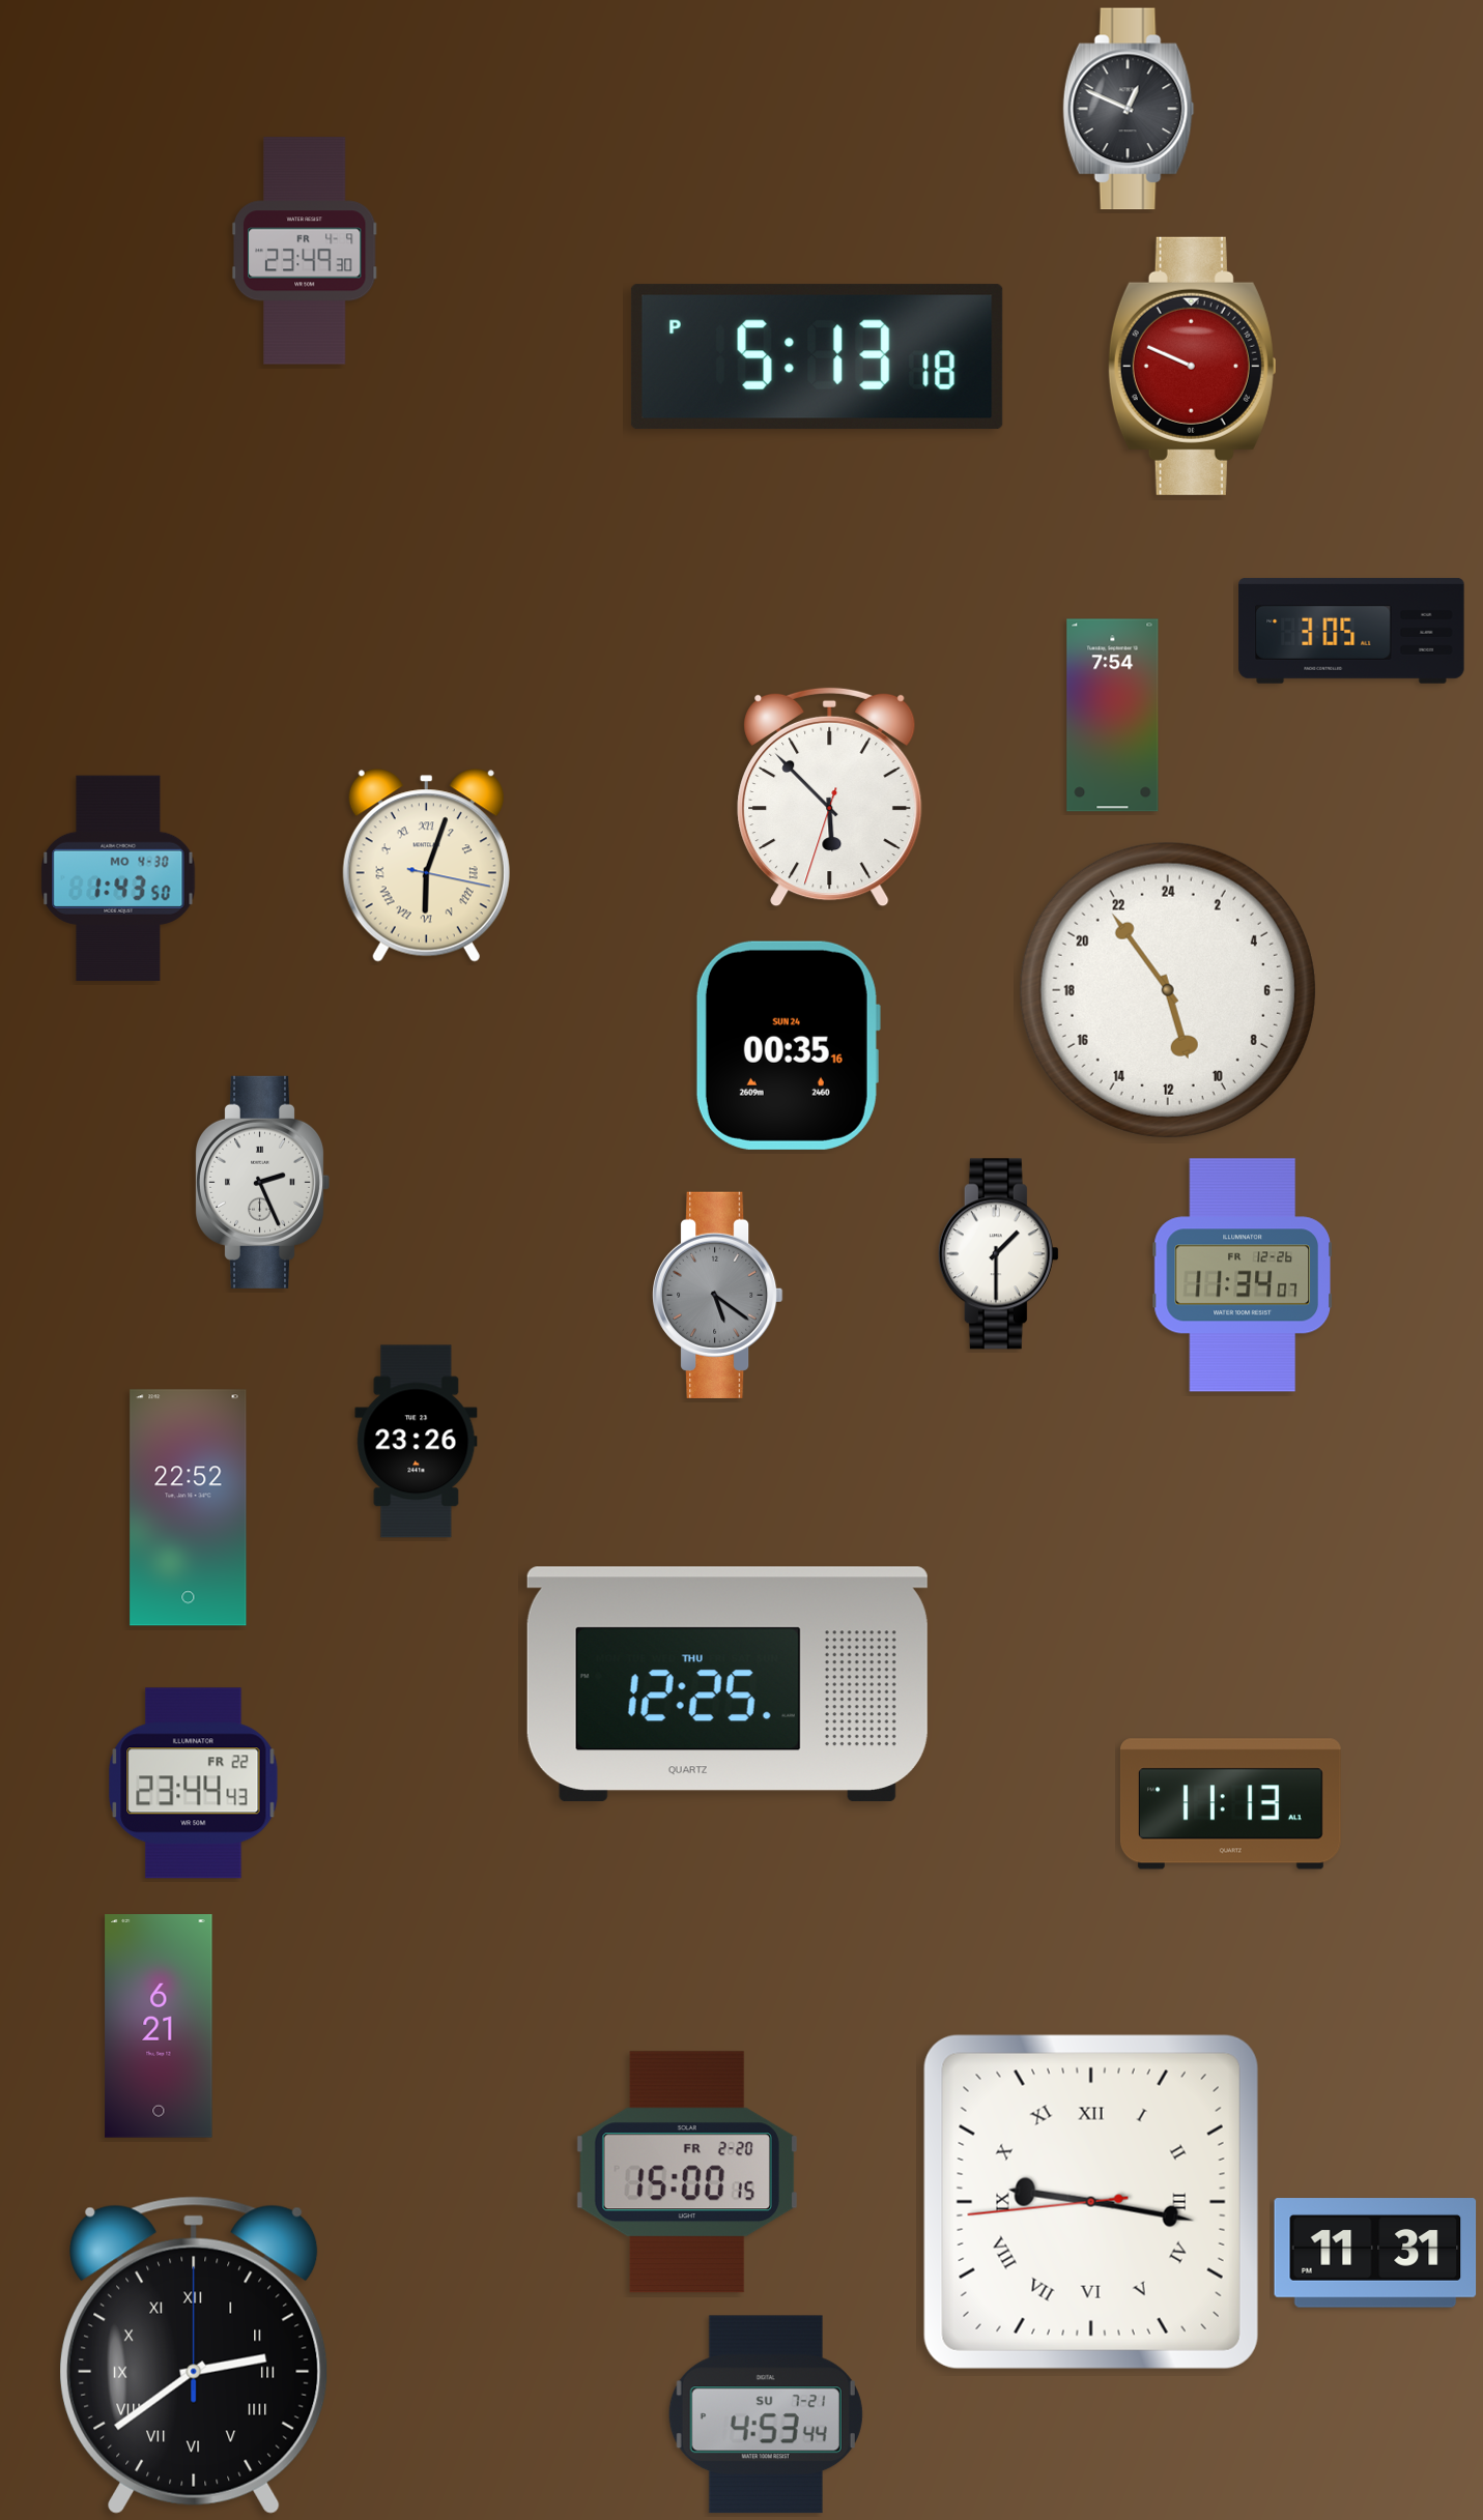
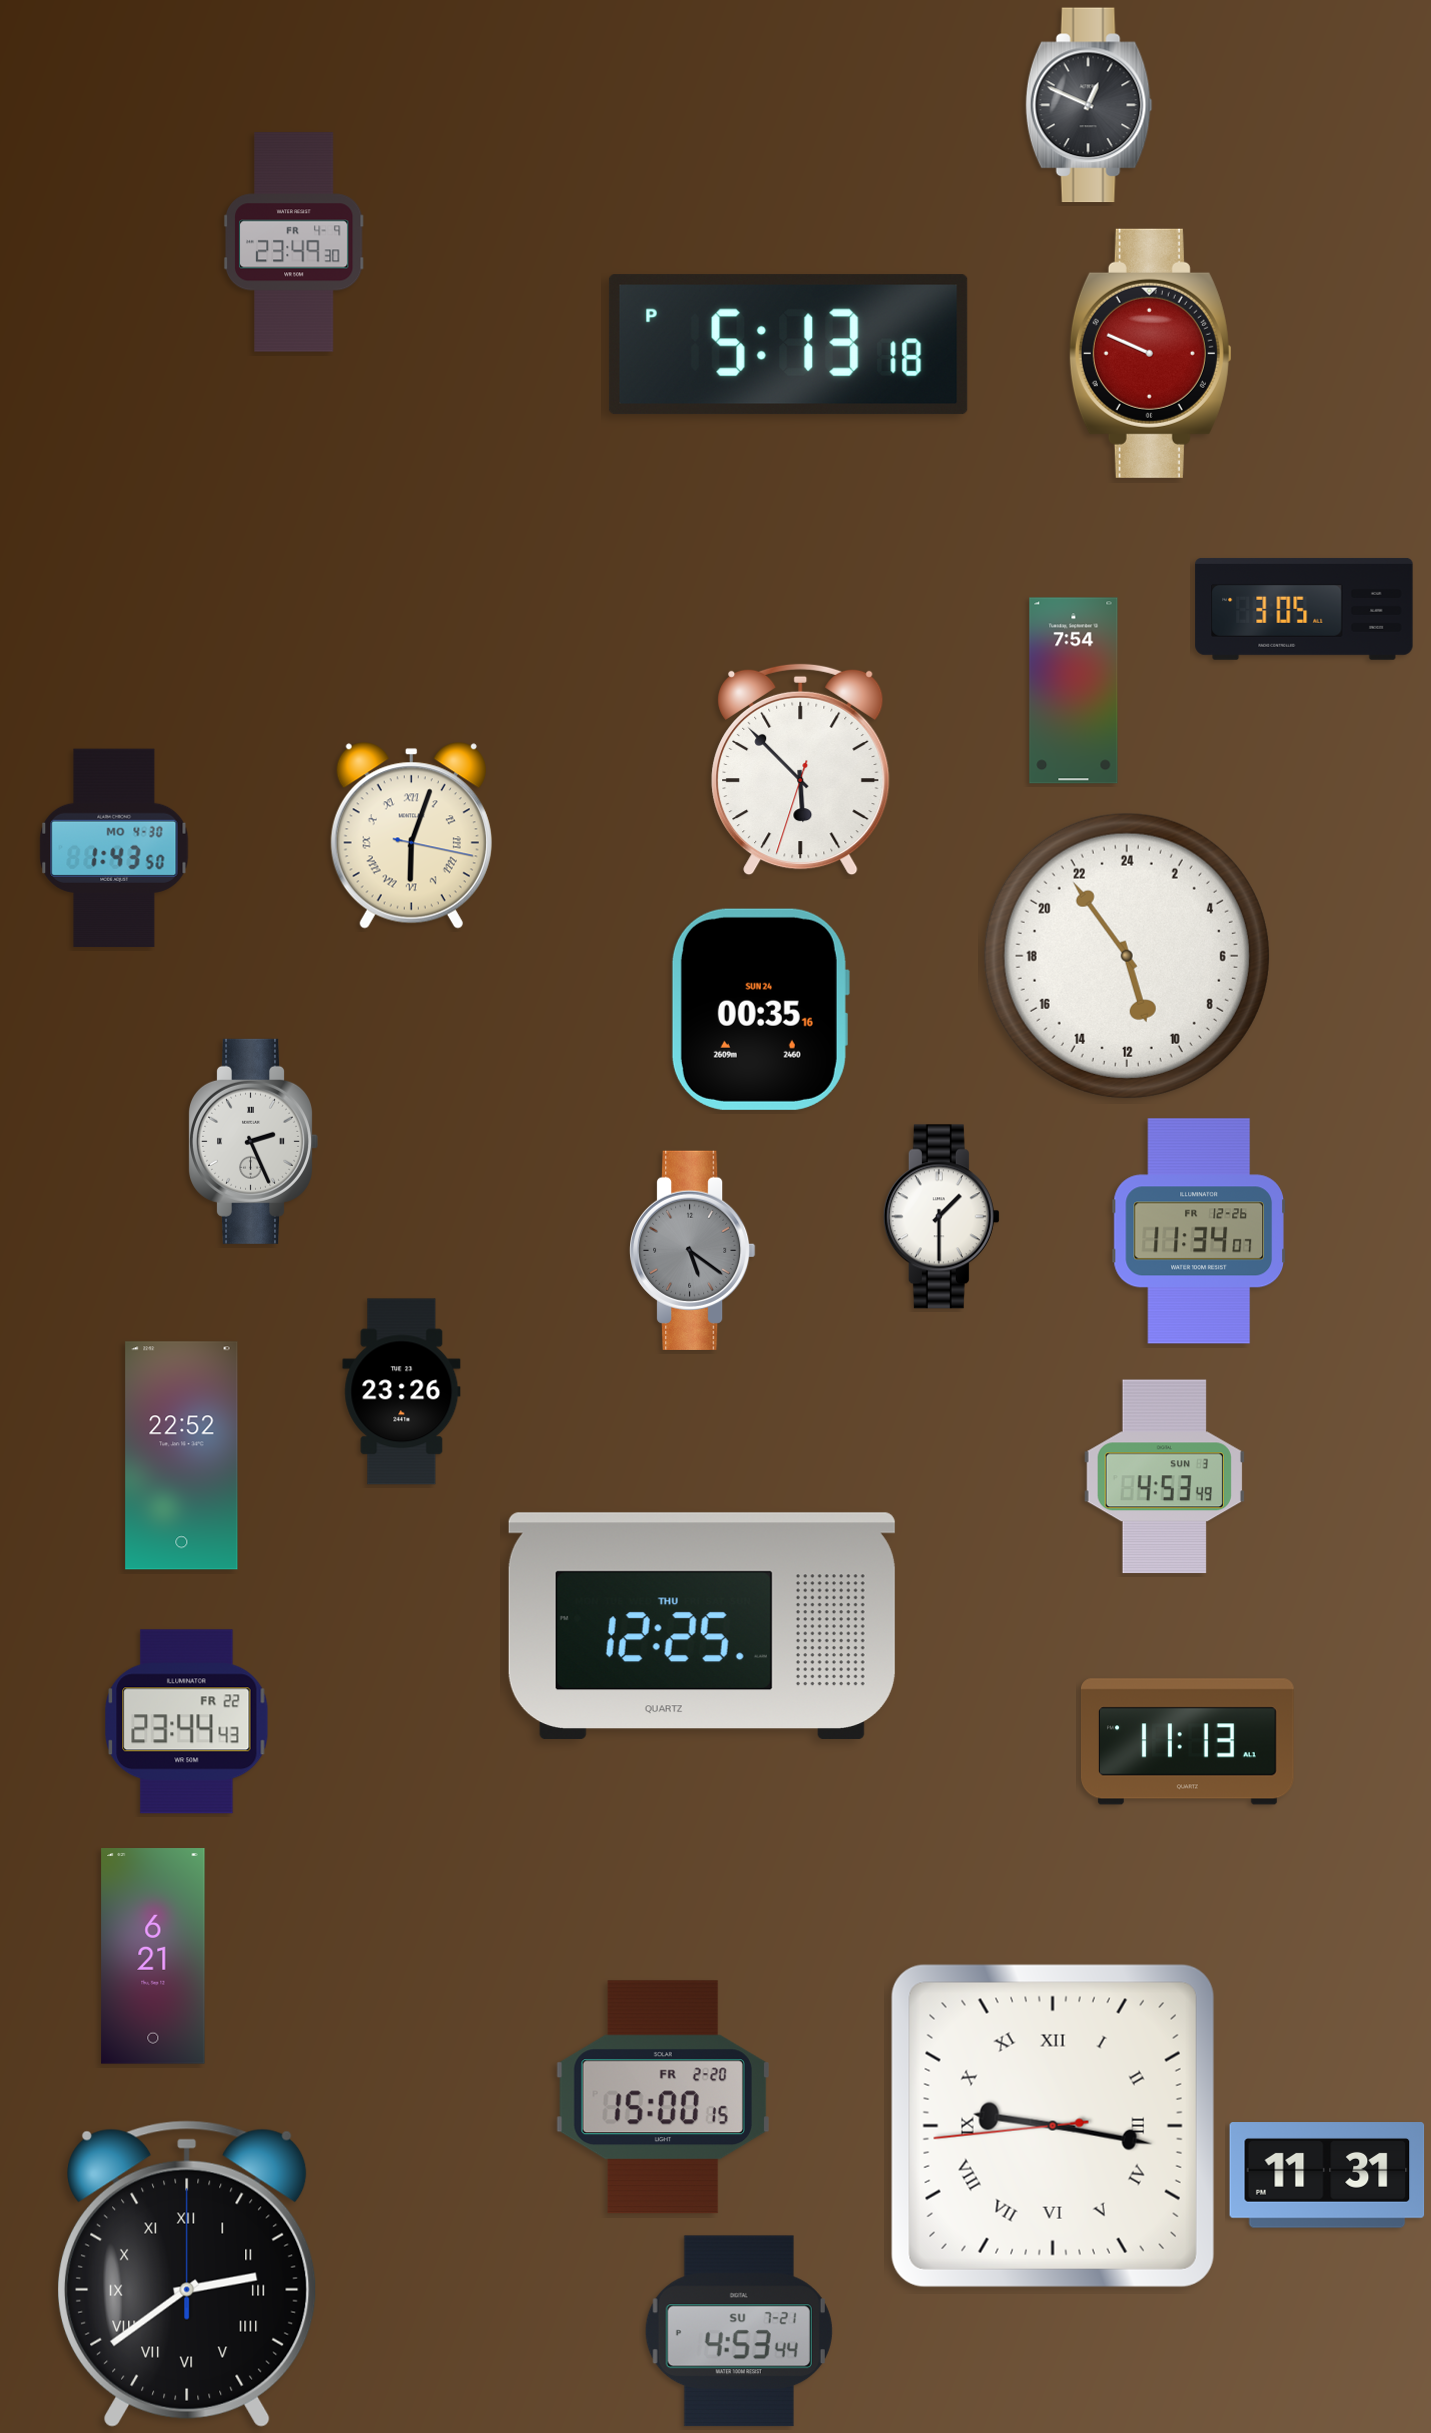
clock at (998, 1254) position: (998, 1254) -> (941, 1217)
clock at (1164, 1477): none -> 4:53
